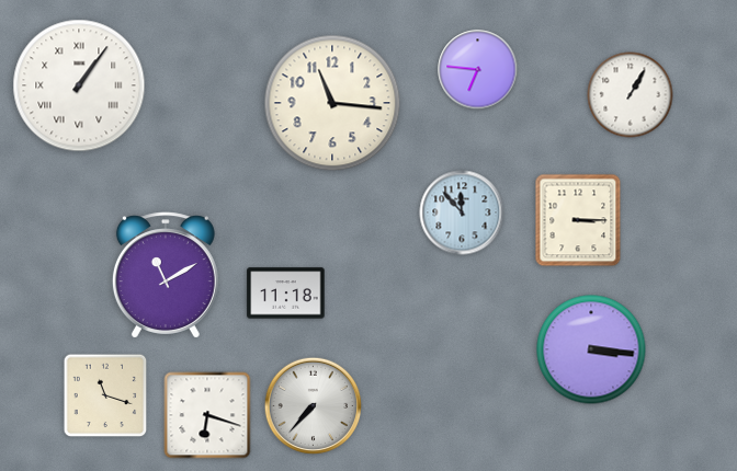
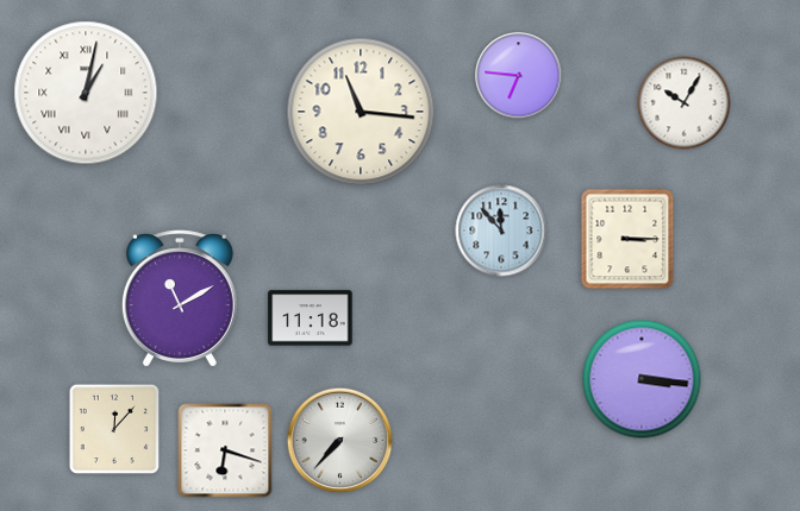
clock at (79, 85): 1:06 -> 1:02
clock at (631, 95): 1:05 -> 10:05
clock at (105, 395): 11:18 -> 12:07
